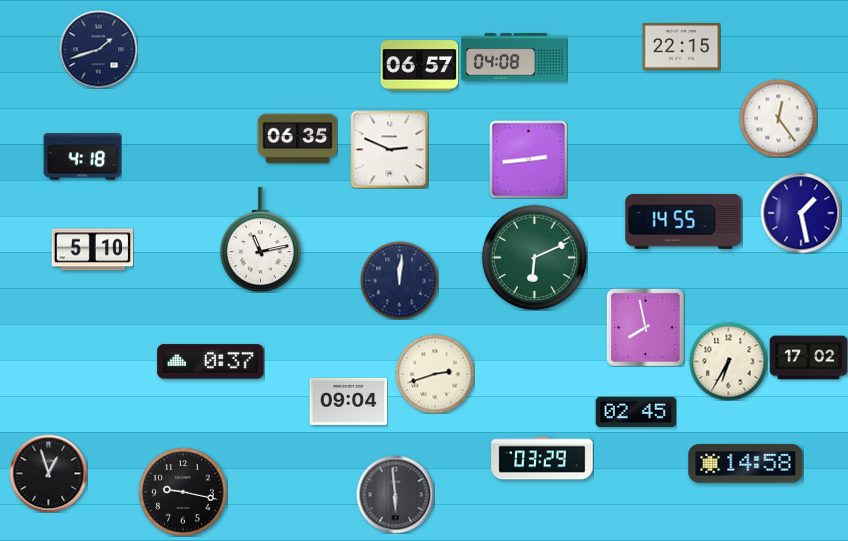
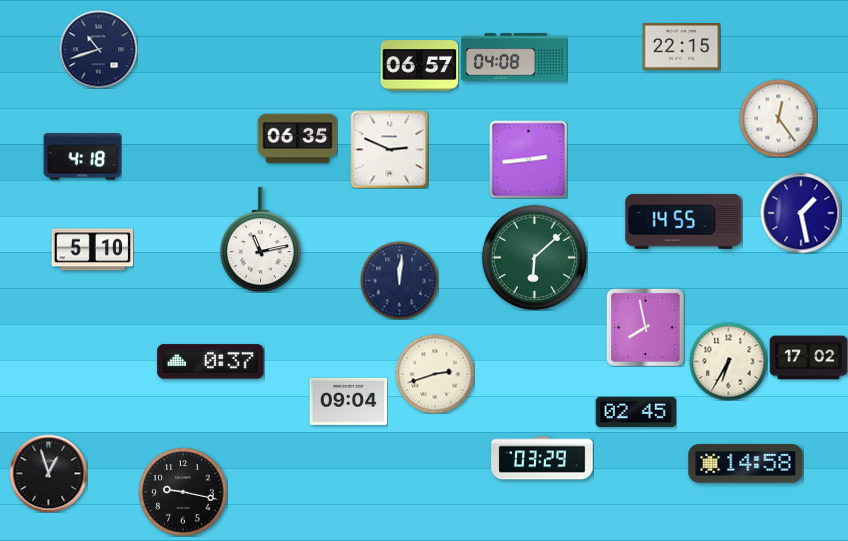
clock at (98, 49): 1:42 -> 10:42
clock at (534, 257): 6:11 -> 6:08
clock at (395, 494): 5:59 -> none
